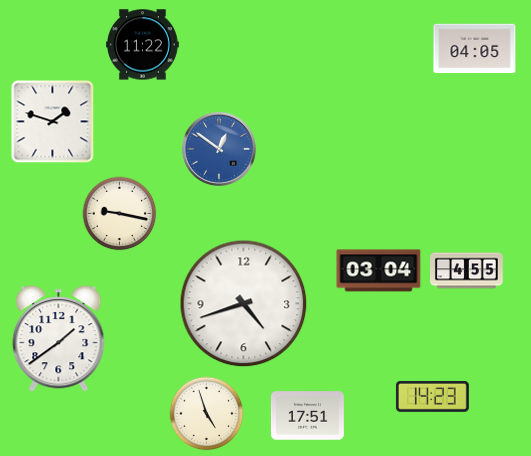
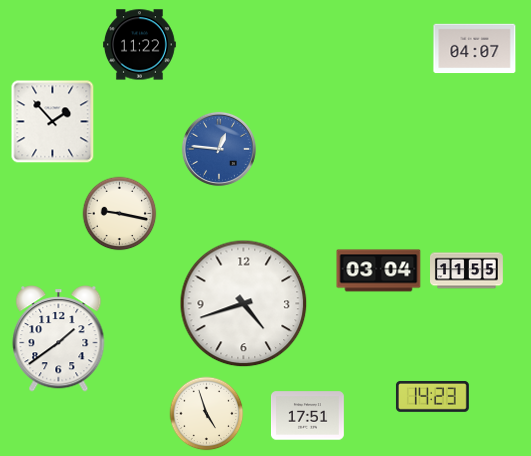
clock at (143, 45) position: (143, 45) -> (140, 45)
clock at (475, 49): 04:05 -> 04:07
clock at (53, 122): 1:48 -> 1:53
clock at (219, 149): 12:51 -> 12:46
clock at (467, 271): 4:55 -> 11:55
